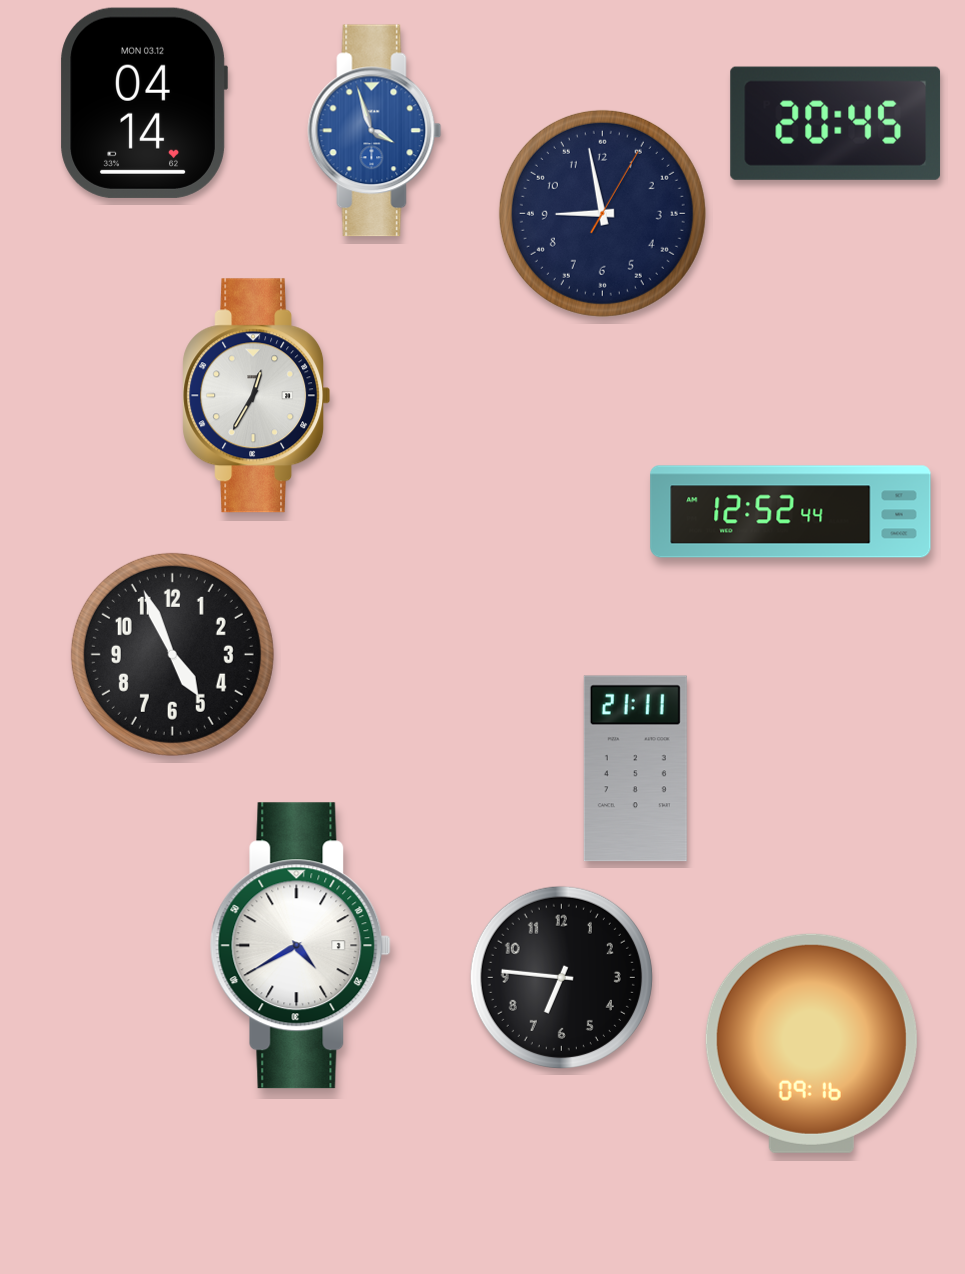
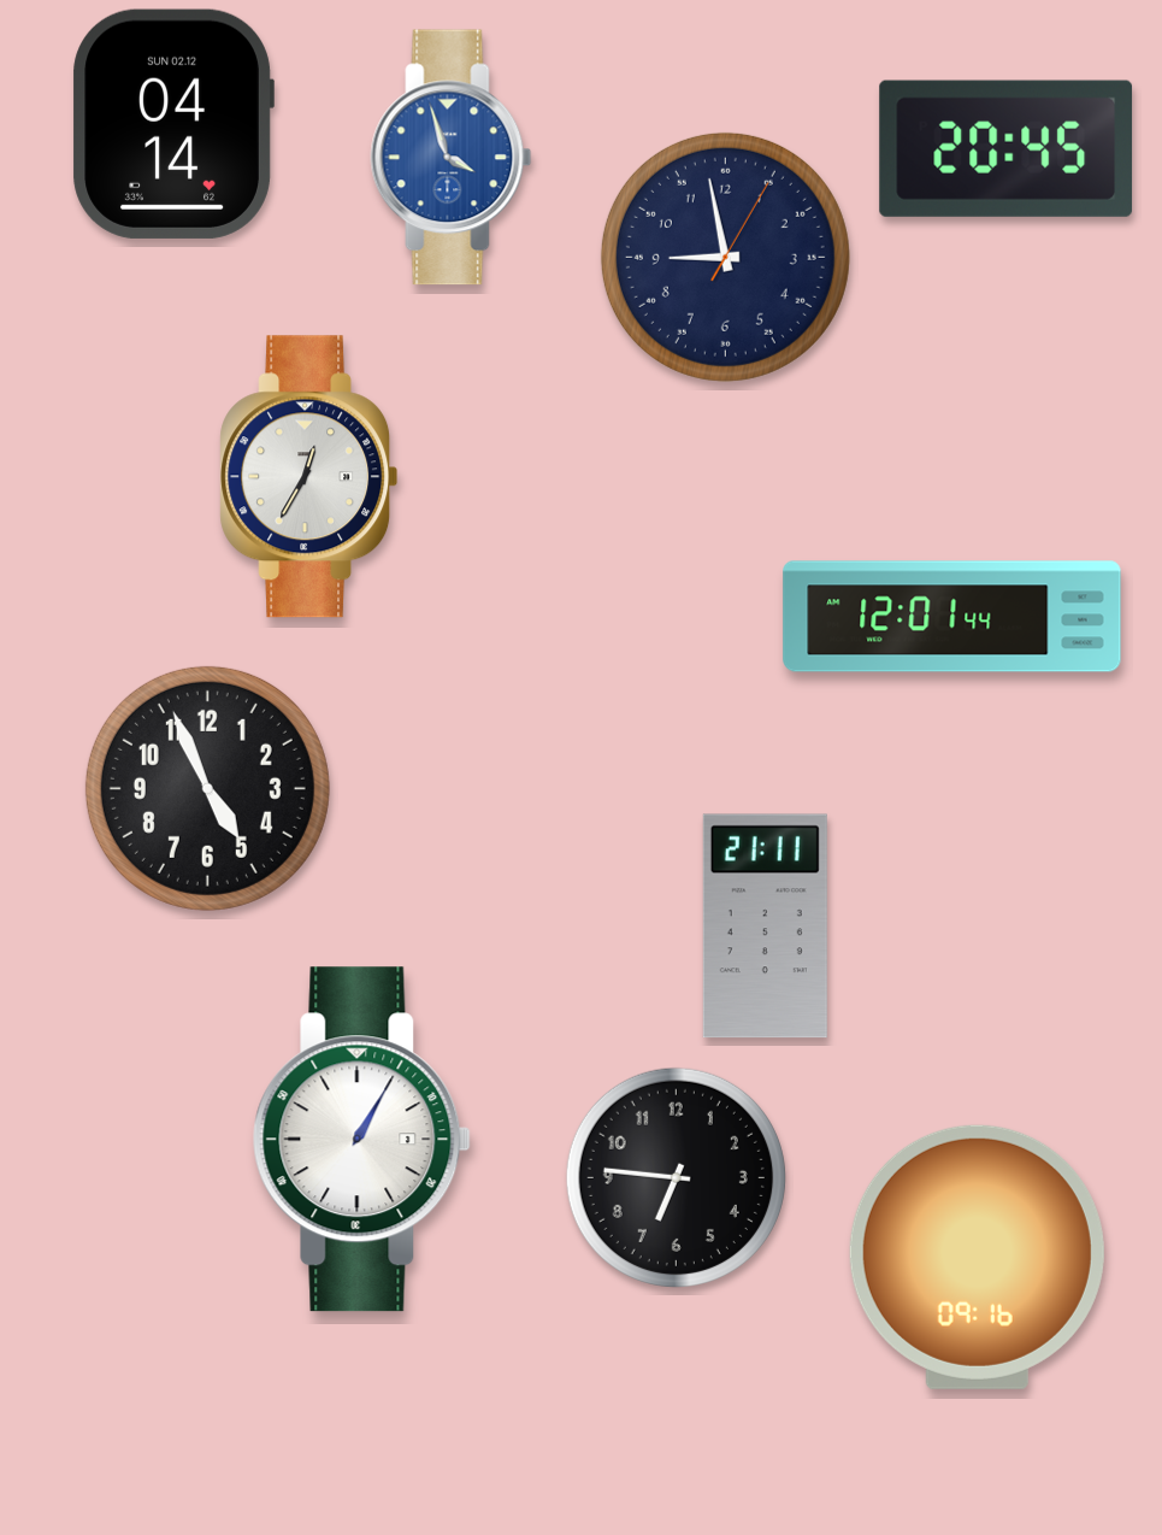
clock at (144, 103) date: MON 03.12 -> SUN 02.12
clock at (791, 512): 12:52 -> 12:01
clock at (300, 946): 4:40 -> 1:05
